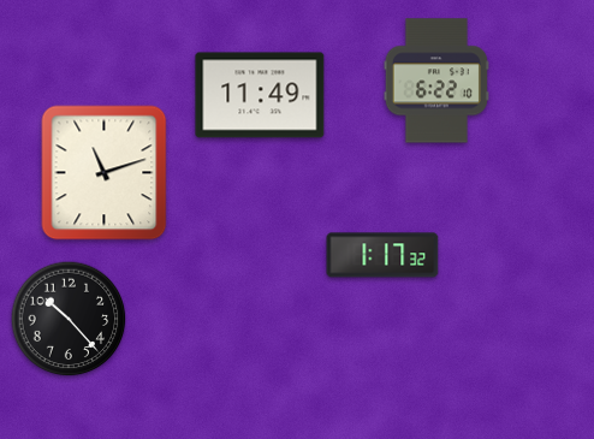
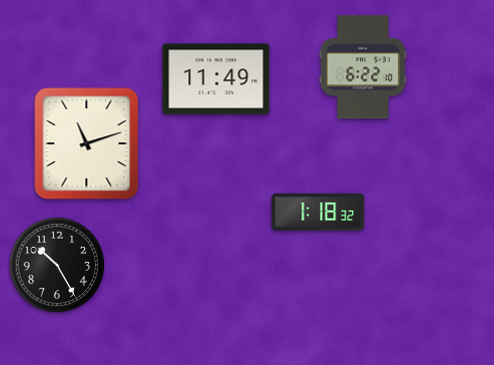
clock at (382, 255): 1:17 -> 1:18
clock at (69, 319): 10:23 -> 10:25
